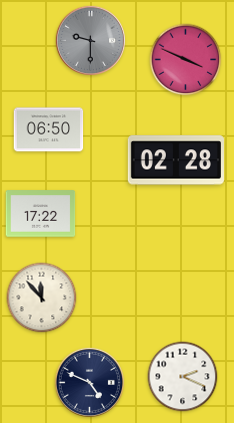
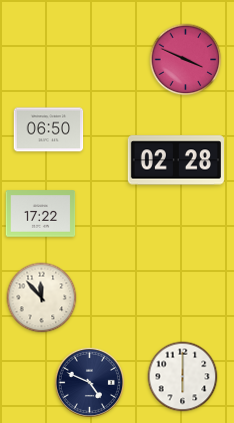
clock at (90, 40): 9:30 -> none
clock at (183, 377): 2:19 -> 6:00
